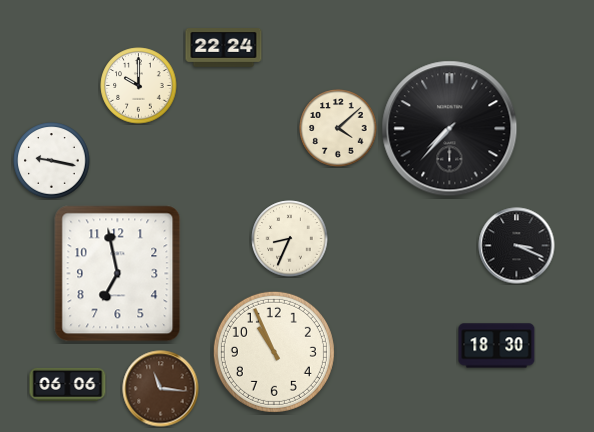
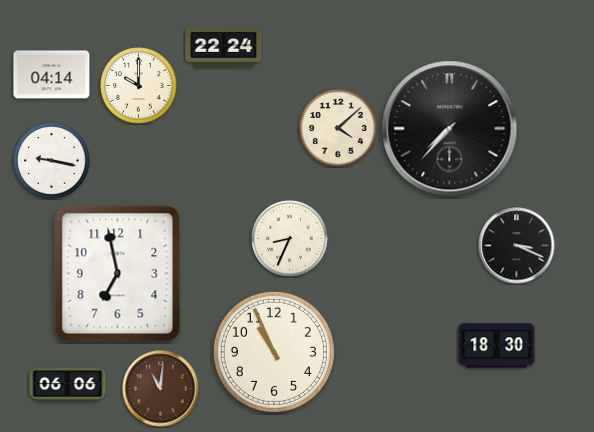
clock at (52, 75): none -> 04:14
clock at (161, 389): 11:16 -> 11:01
